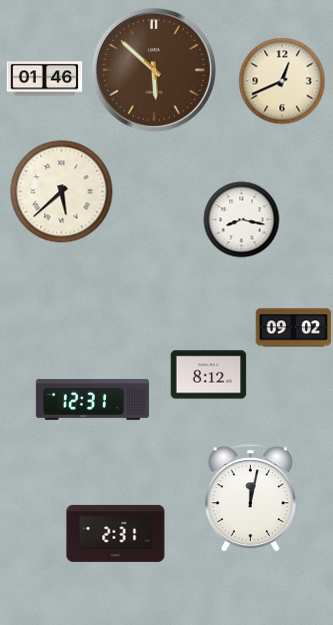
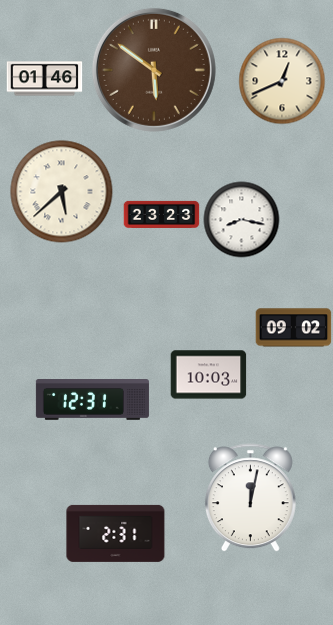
clock at (154, 70): 5:52 -> 5:51
clock at (162, 214): none -> 23:23
clock at (209, 375): 8:12 -> 10:03
